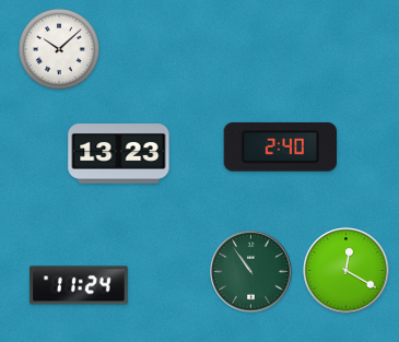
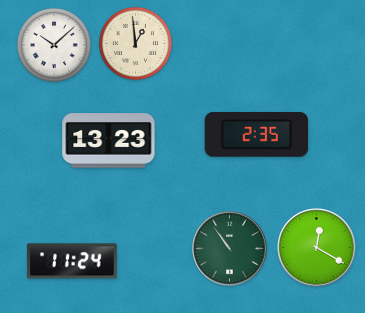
clock at (135, 43): none -> 12:59
clock at (280, 148): 2:40 -> 2:35
